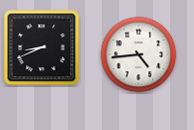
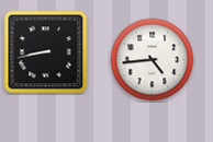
clock at (42, 48): 8:41 -> 8:43
